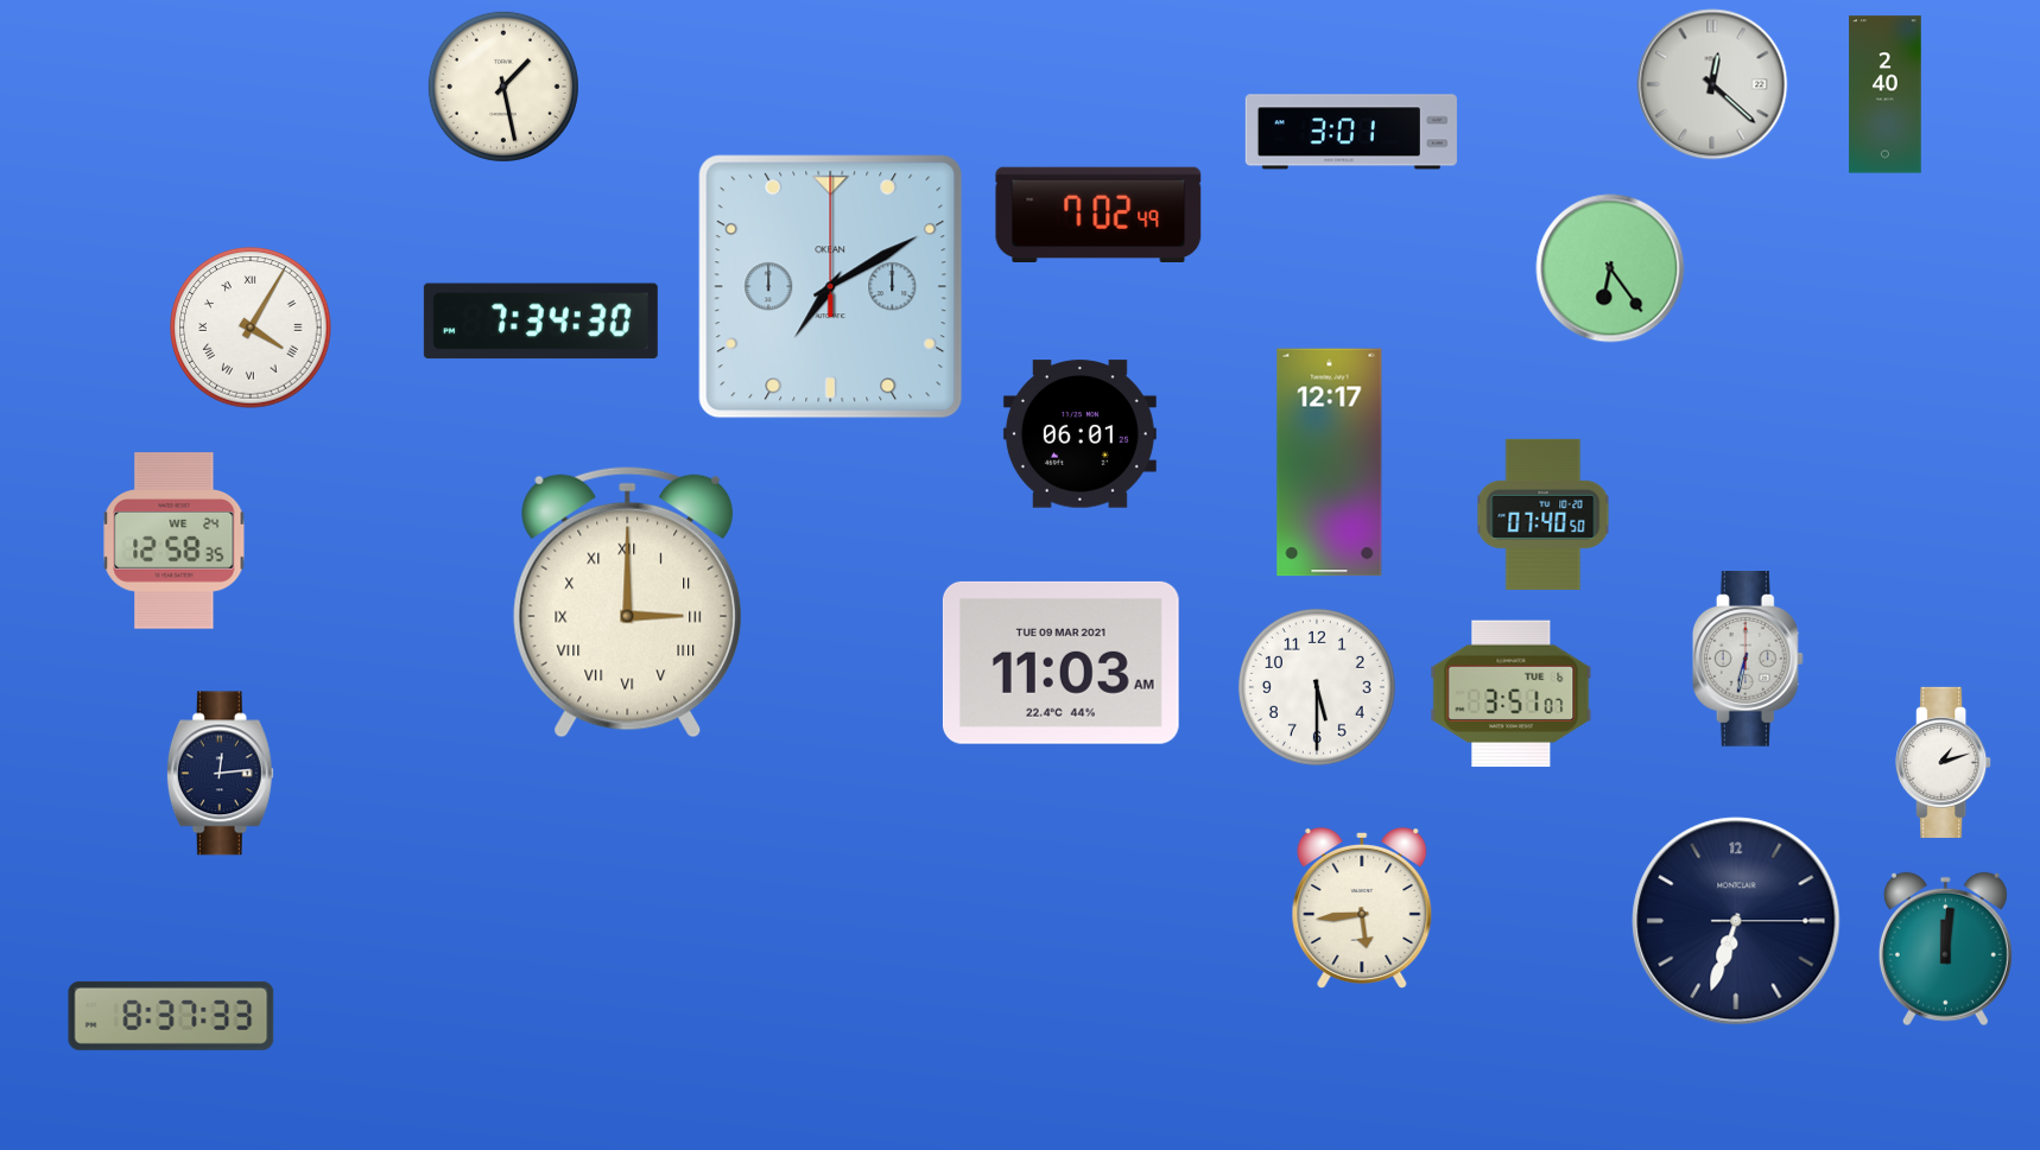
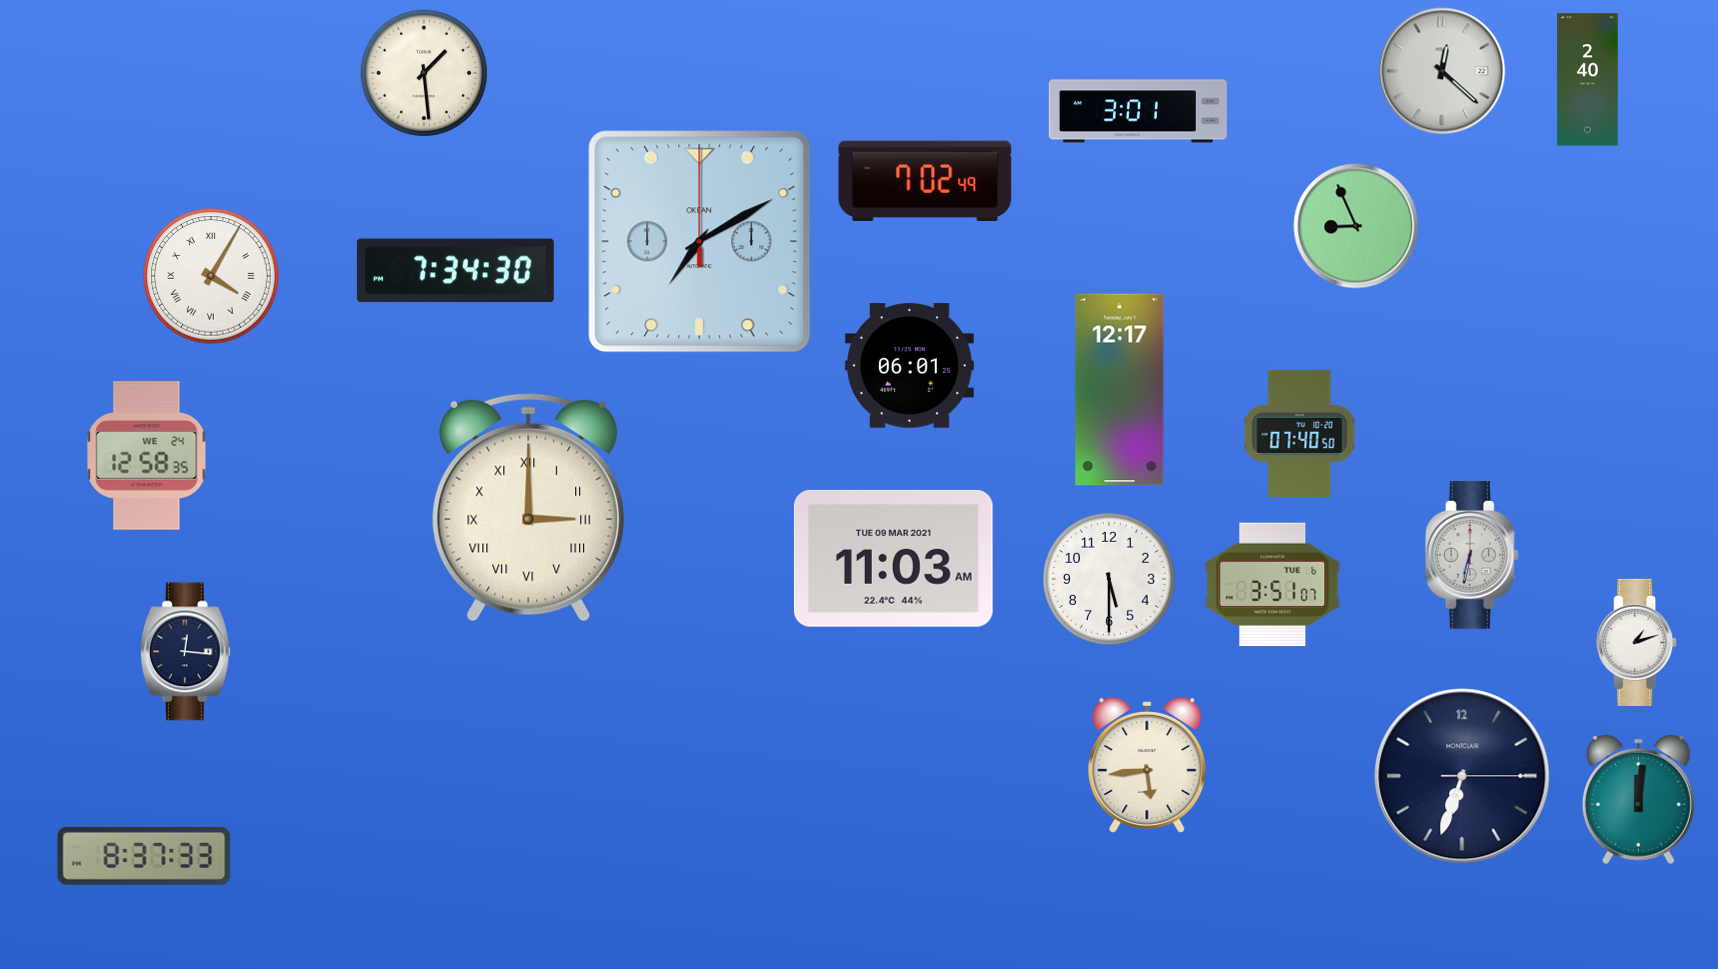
clock at (503, 87): 1:28 -> 1:29
clock at (1610, 268): 6:24 -> 8:56
clock at (220, 774): 12:14 -> 12:16
